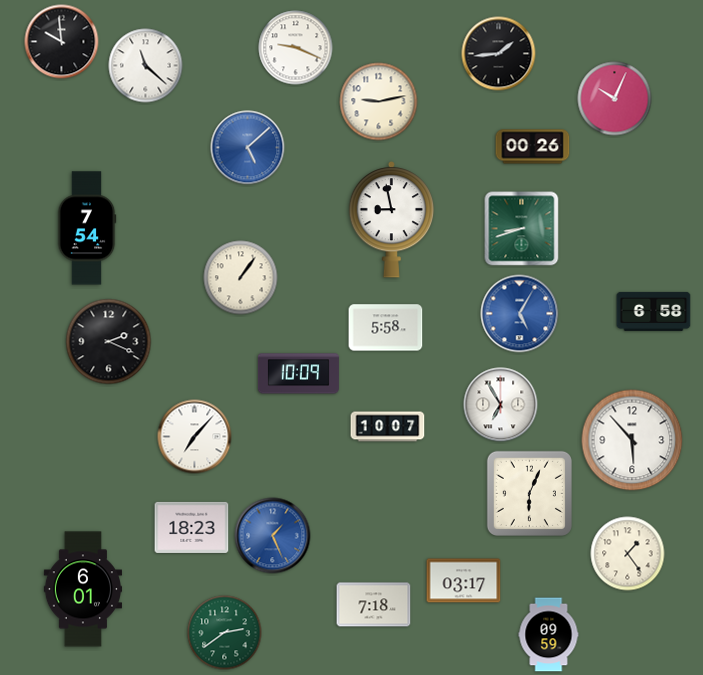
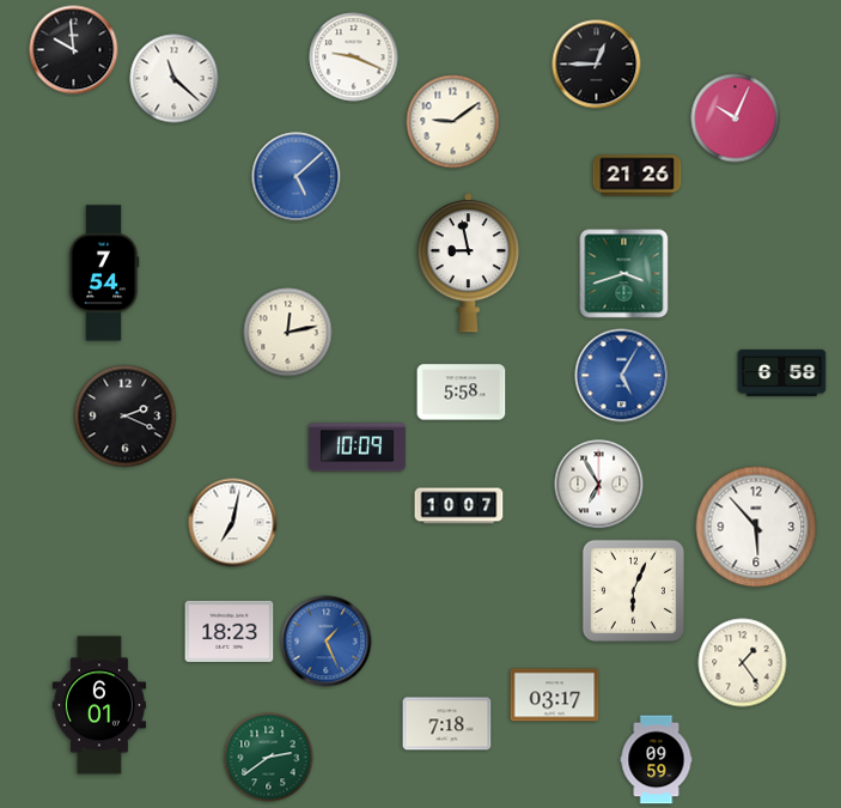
clock at (499, 54): 1:44 -> 12:45
clock at (379, 102): 9:13 -> 9:09
clock at (533, 147): 00:26 -> 21:26
clock at (522, 229): 8:42 -> 3:42
clock at (241, 278): 1:06 -> 12:13
clock at (109, 342) position: (109, 342) -> (126, 417)
clock at (388, 427) position: (388, 427) -> (459, 506)
clock at (195, 437): 7:07 -> 7:02
clock at (628, 554) position: (628, 554) -> (743, 663)
